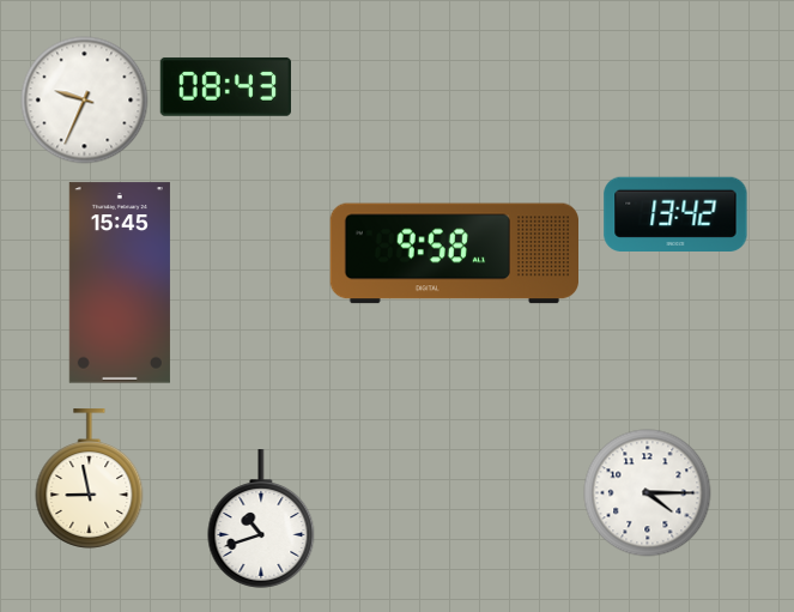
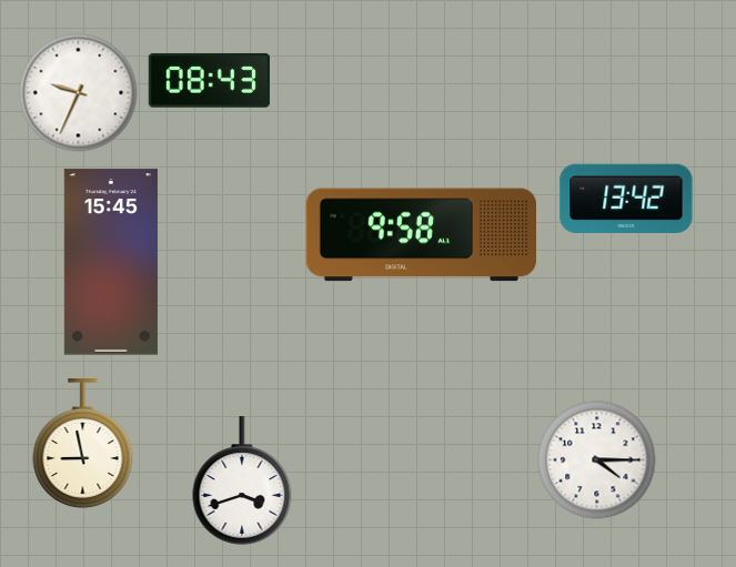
clock at (648, 493) position: (648, 493) -> (597, 460)
clock at (261, 519): 10:42 -> 3:42
